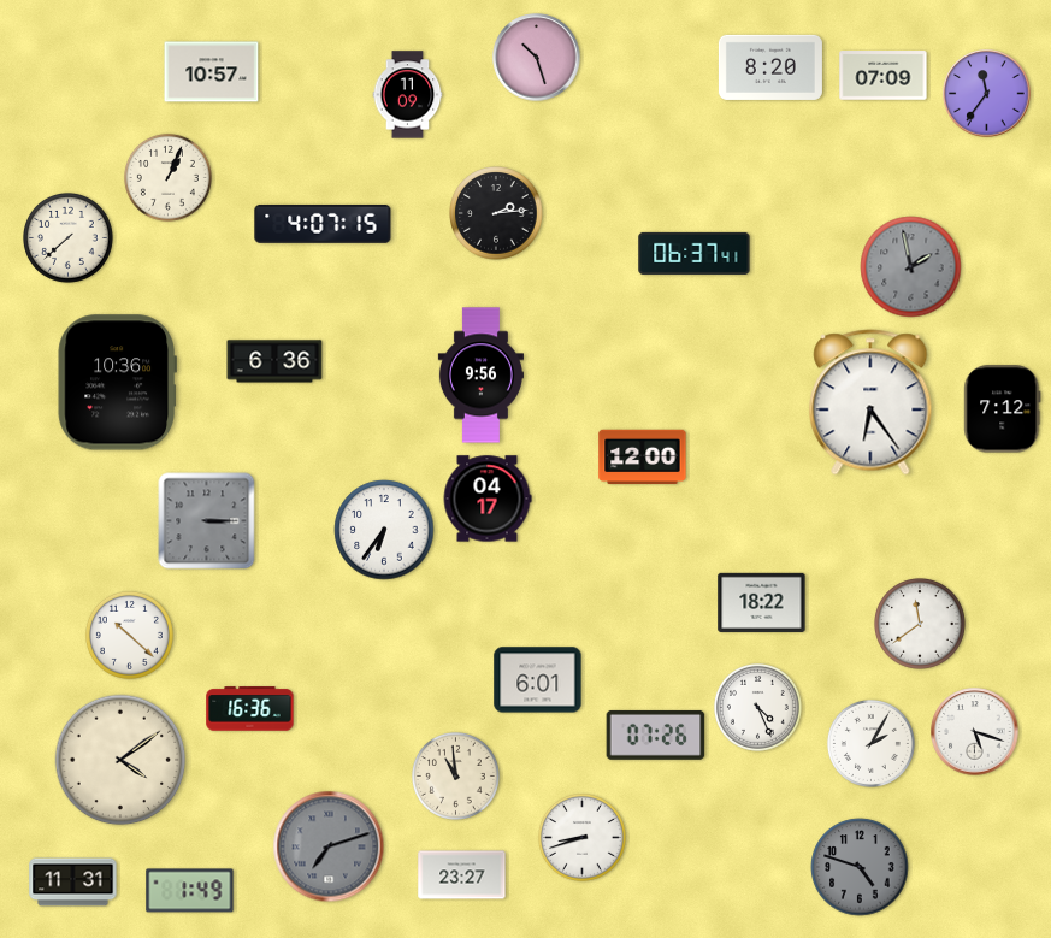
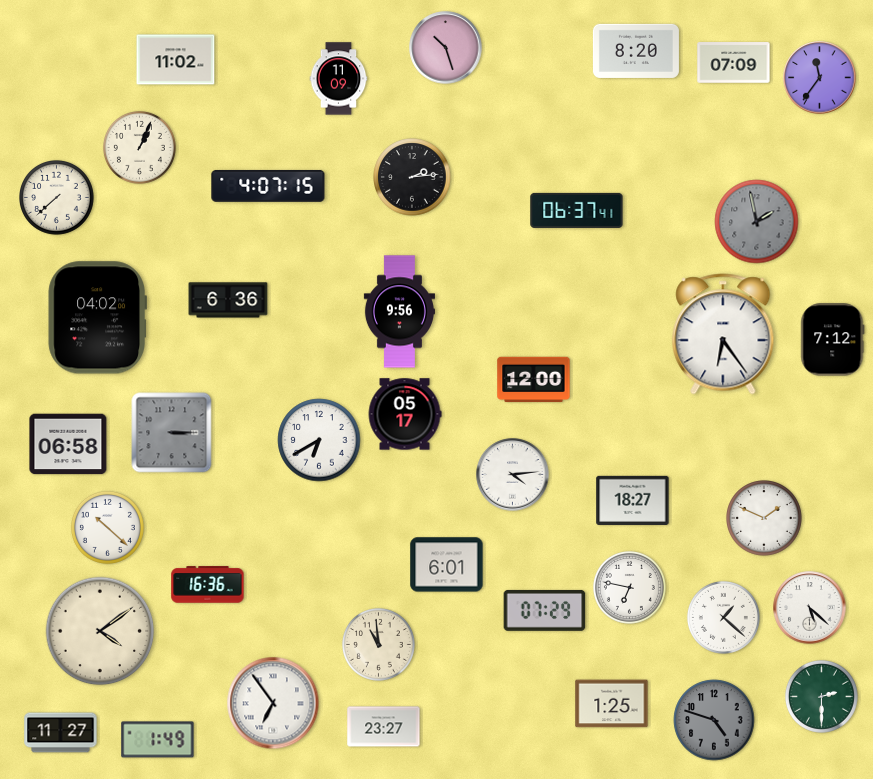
clock at (770, 67) position: (770, 67) -> (636, 51)
clock at (212, 72): 10:57 -> 11:02
clock at (117, 383): 10:36 -> 04:02
clock at (488, 499): 04:17 -> 05:17
clock at (384, 530): 6:36 -> 6:40
clock at (68, 444): none -> 06:58
clock at (513, 475): none -> 4:14
clock at (762, 602): 18:22 -> 18:27
clock at (921, 625): 11:39 -> 1:49
clock at (757, 707): 4:26 -> 6:47
clock at (250, 709) position: (250, 709) -> (208, 585)
clock at (975, 732): 5:18 -> 5:22
clock at (656, 735): 07:26 -> 07:29
clock at (870, 743): 2:05 -> 1:22
clock at (581, 837): 8:42 -> none
clock at (821, 696): none -> 2:30
clock at (329, 846): 7:12 -> 6:54
clock at (329, 846) dial: grey -> white
clock at (612, 704): none -> 1:25
clock at (73, 883): 11:31 -> 11:27
